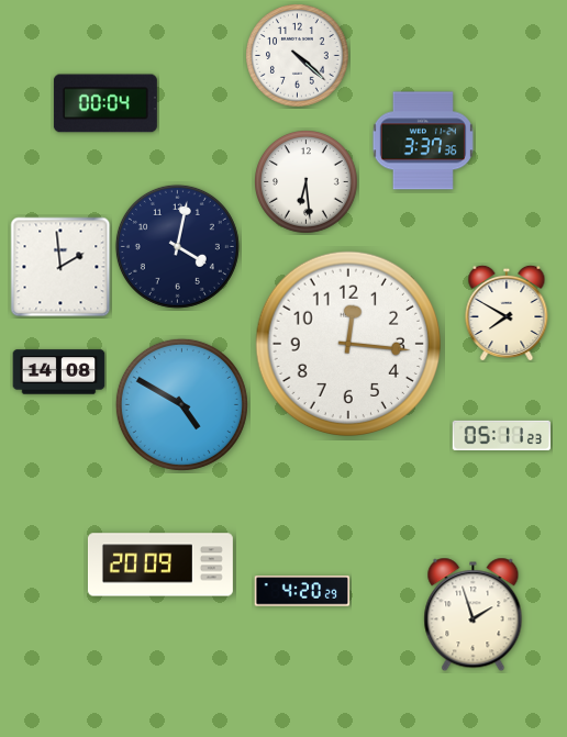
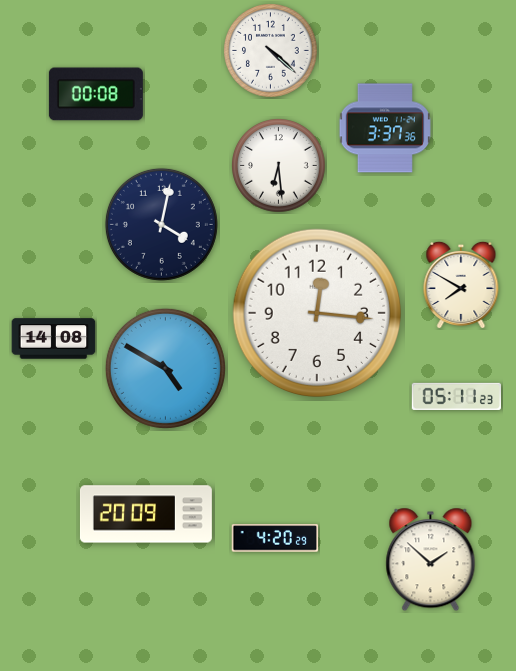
clock at (105, 103): 00:04 -> 00:08
clock at (60, 267): 1:59 -> none
clock at (474, 615): 1:57 -> 1:52
